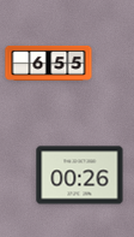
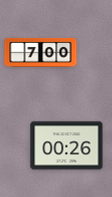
clock at (49, 63): 6:55 -> 7:00
